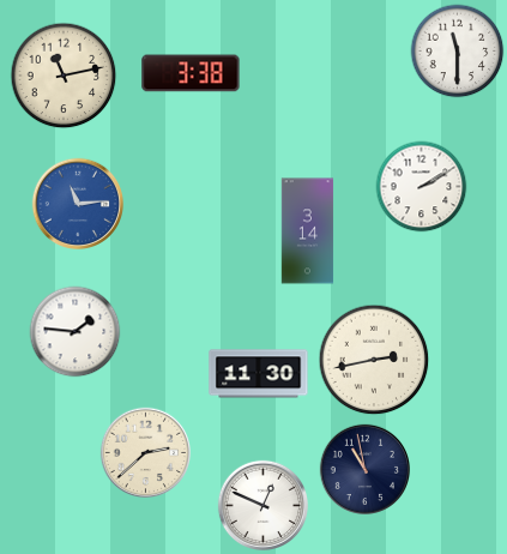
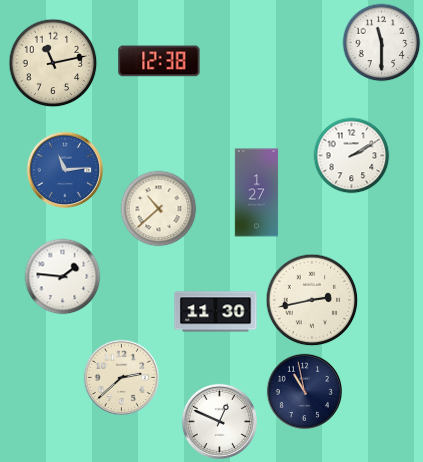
clock at (191, 73): 3:38 -> 12:38
clock at (308, 231): 3:14 -> 1:27
clock at (159, 209): none -> 10:38
